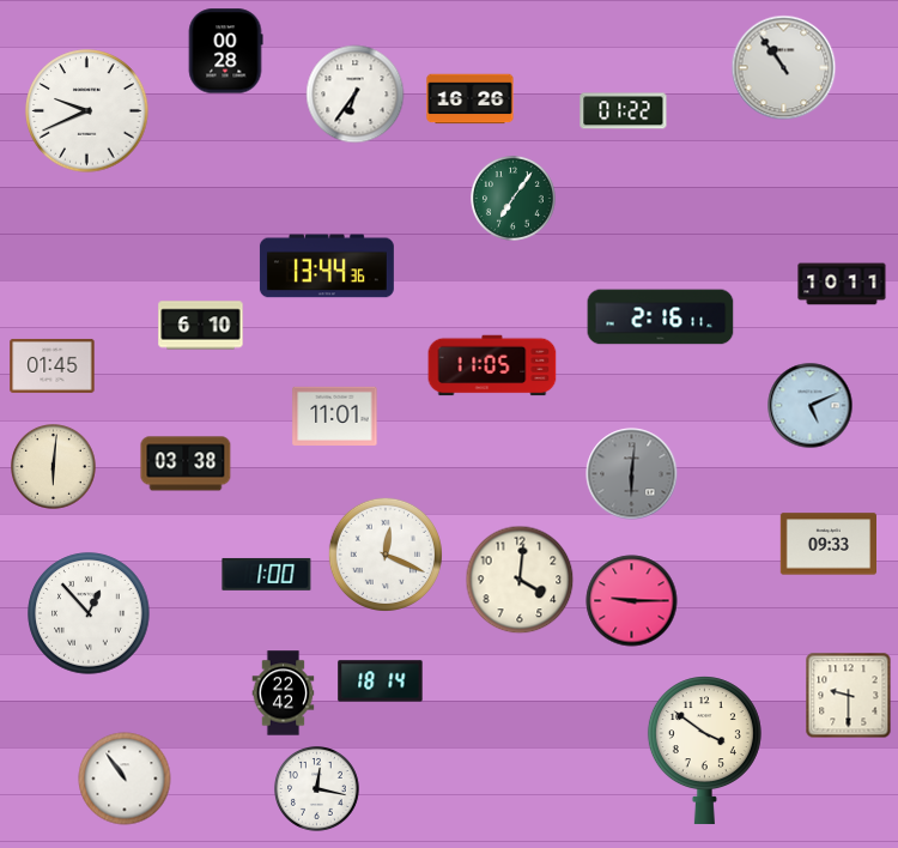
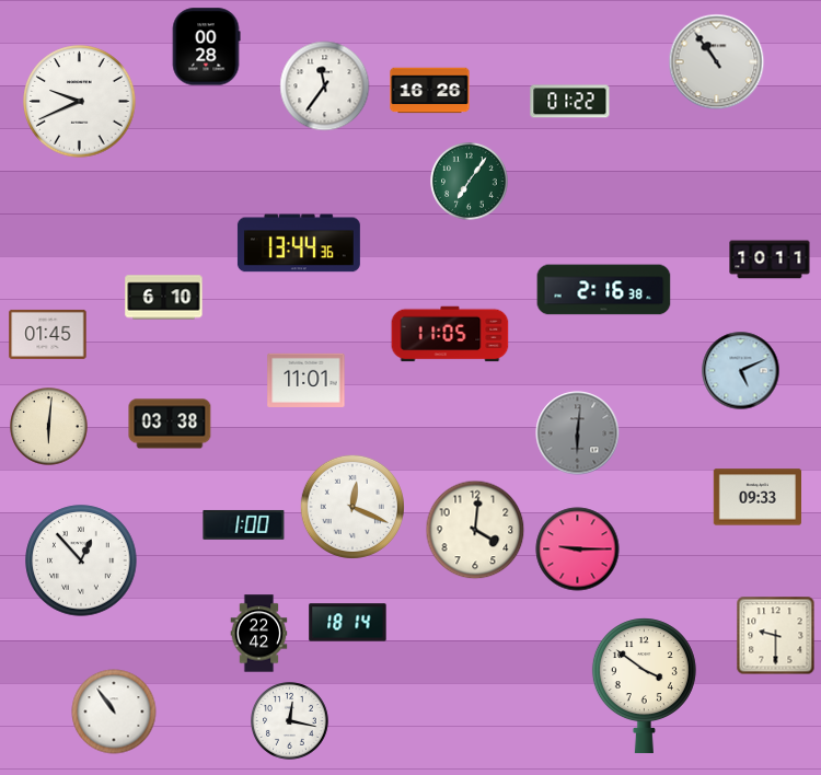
clock at (356, 95): 6:36 -> 11:36
clock at (661, 317): 2:16:11 -> 2:16:38
clock at (201, 326) position: (201, 326) -> (164, 298)
